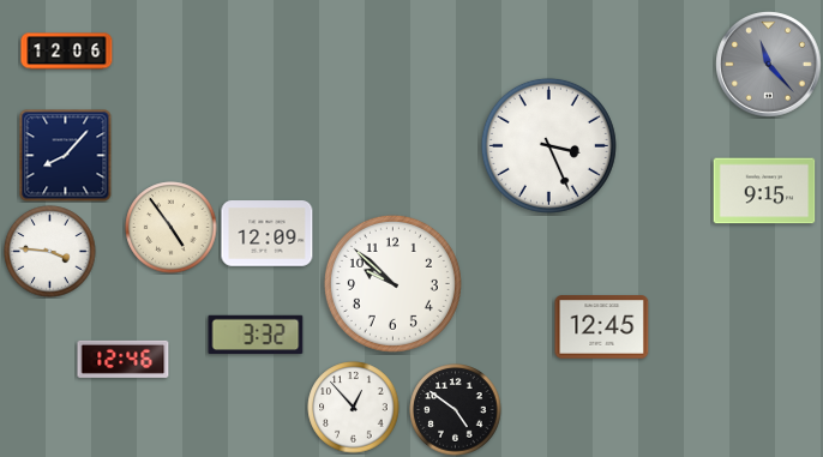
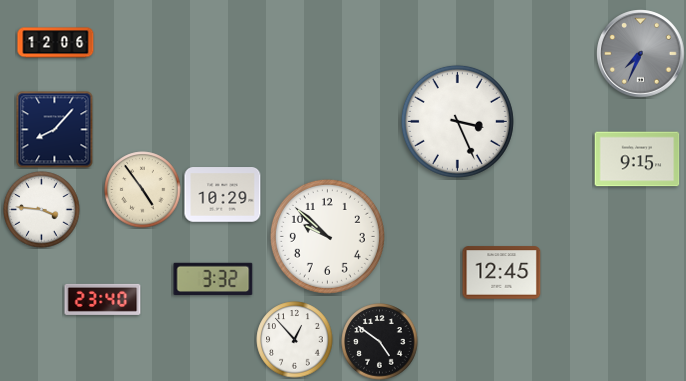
clock at (769, 65): 11:23 -> 7:34
clock at (268, 234): 12:09 -> 10:29
clock at (124, 359): 12:46 -> 23:40
